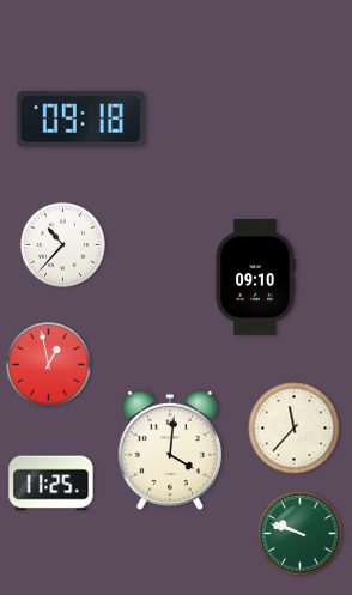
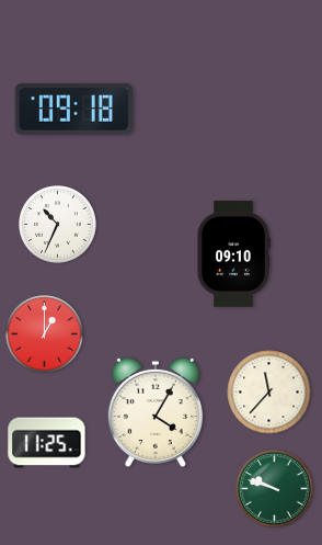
clock at (63, 245): 10:37 -> 10:34
clock at (49, 365): 12:58 -> 1:00
clock at (170, 449): 4:01 -> 4:05
